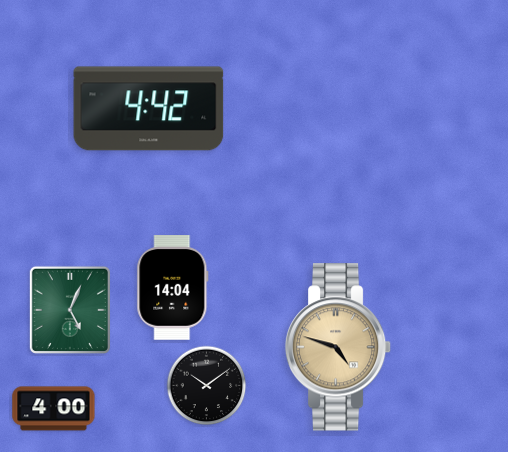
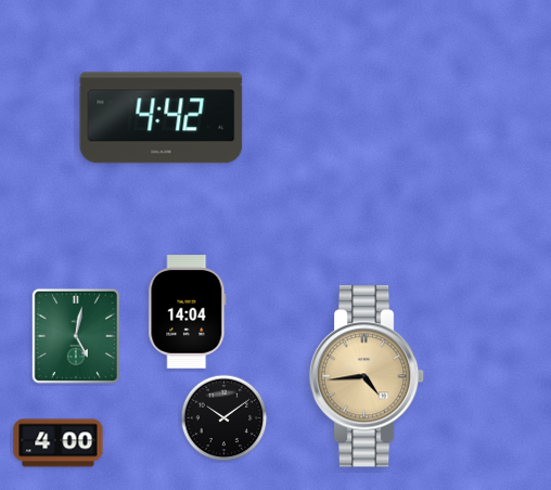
clock at (70, 310): 5:04 -> 5:02
clock at (338, 347): 4:48 -> 4:44
